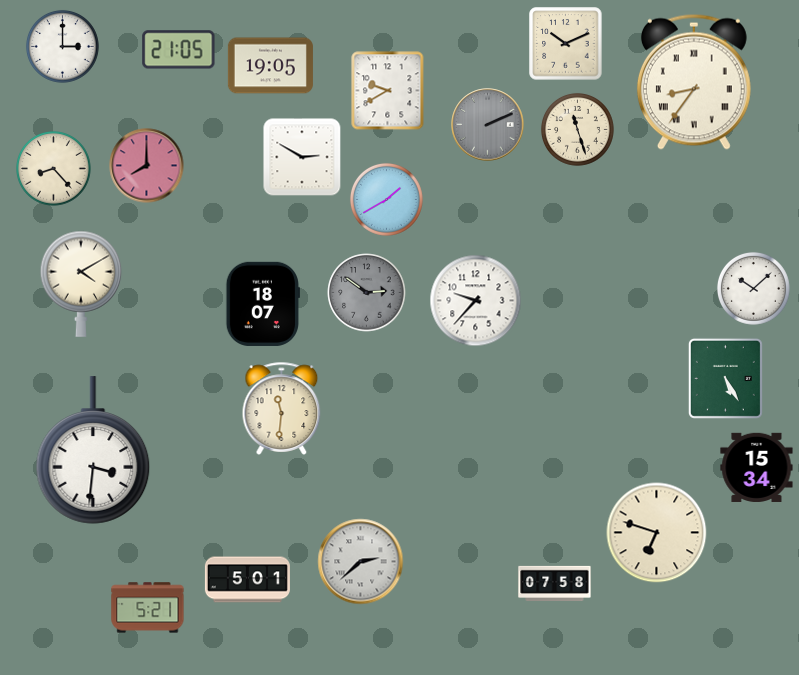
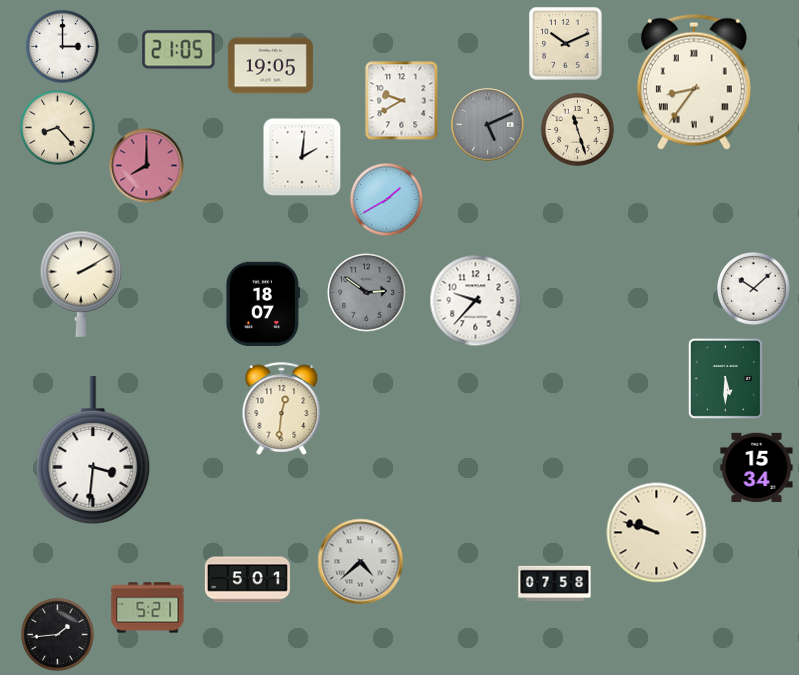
clock at (388, 91) position: (388, 91) -> (402, 101)
clock at (488, 125): 2:11 -> 5:11
clock at (302, 157): 2:50 -> 2:01
clock at (54, 169) position: (54, 169) -> (58, 128)
clock at (81, 284): 4:10 -> 2:10
clock at (725, 378): 5:25 -> 5:30
clock at (282, 408): 11:31 -> 12:31
clock at (657, 533): 6:48 -> 9:48
clock at (361, 562): 2:38 -> 4:38
clock at (57, 634): none -> 1:44
